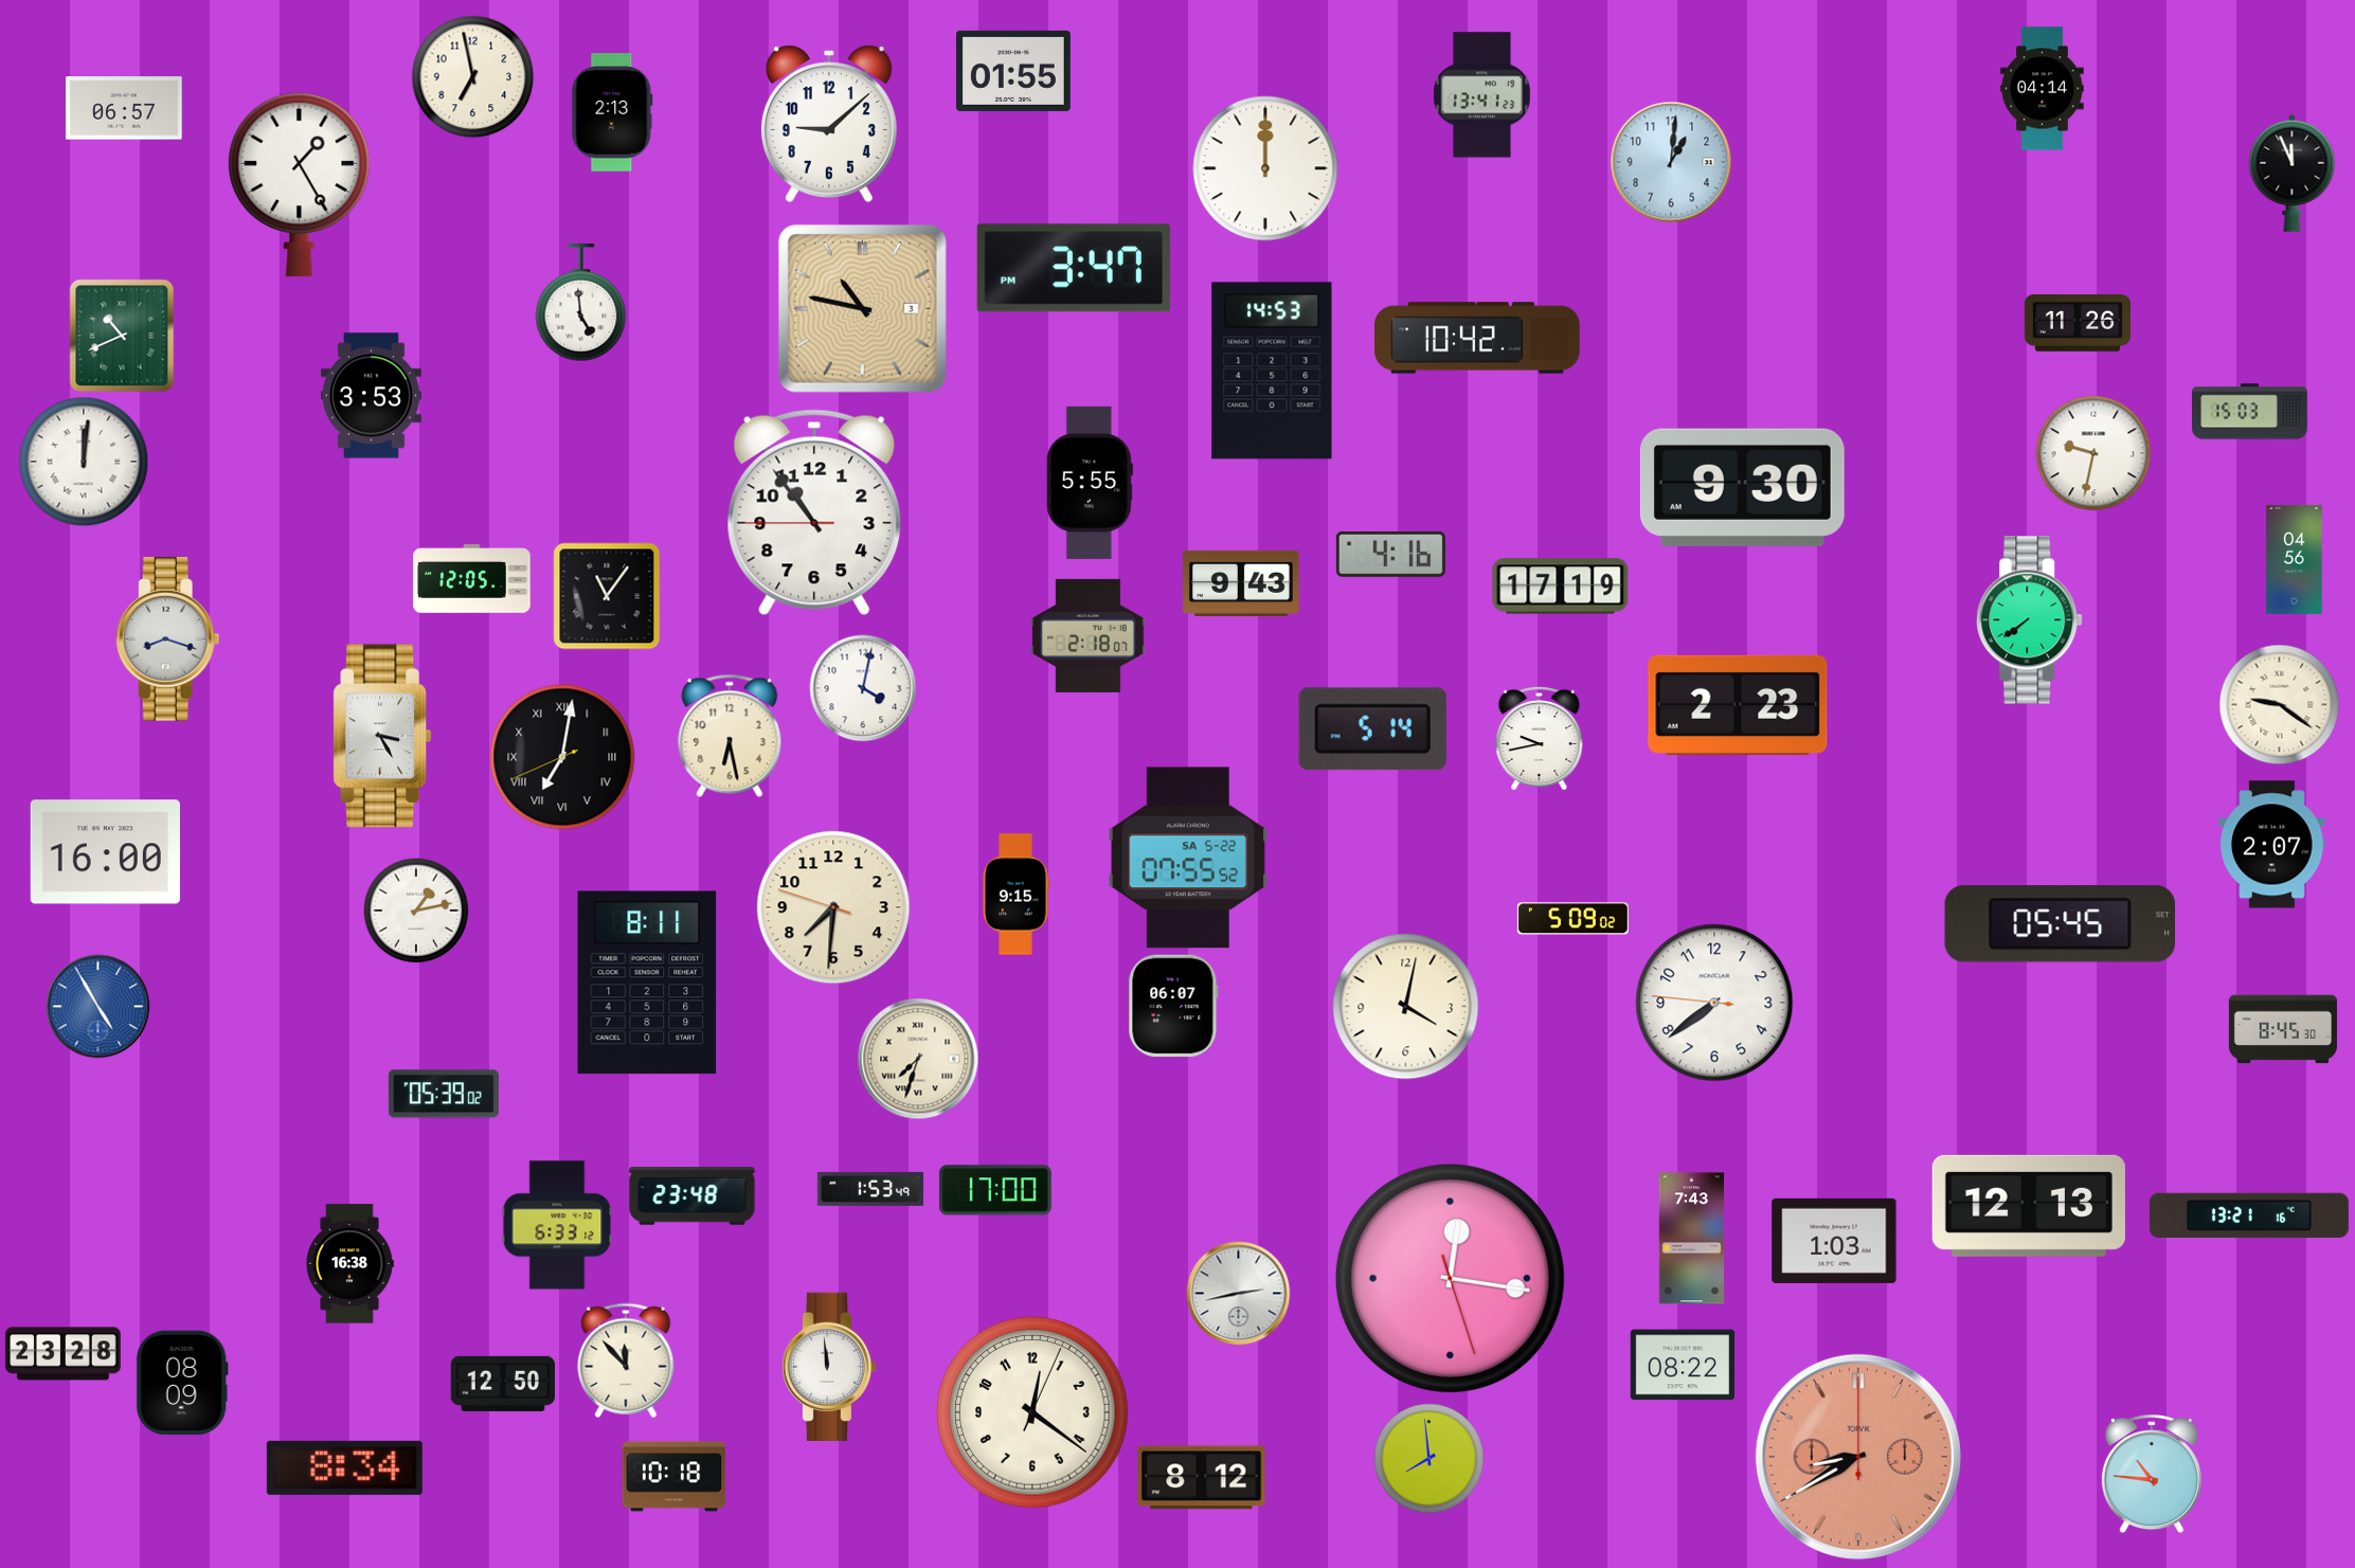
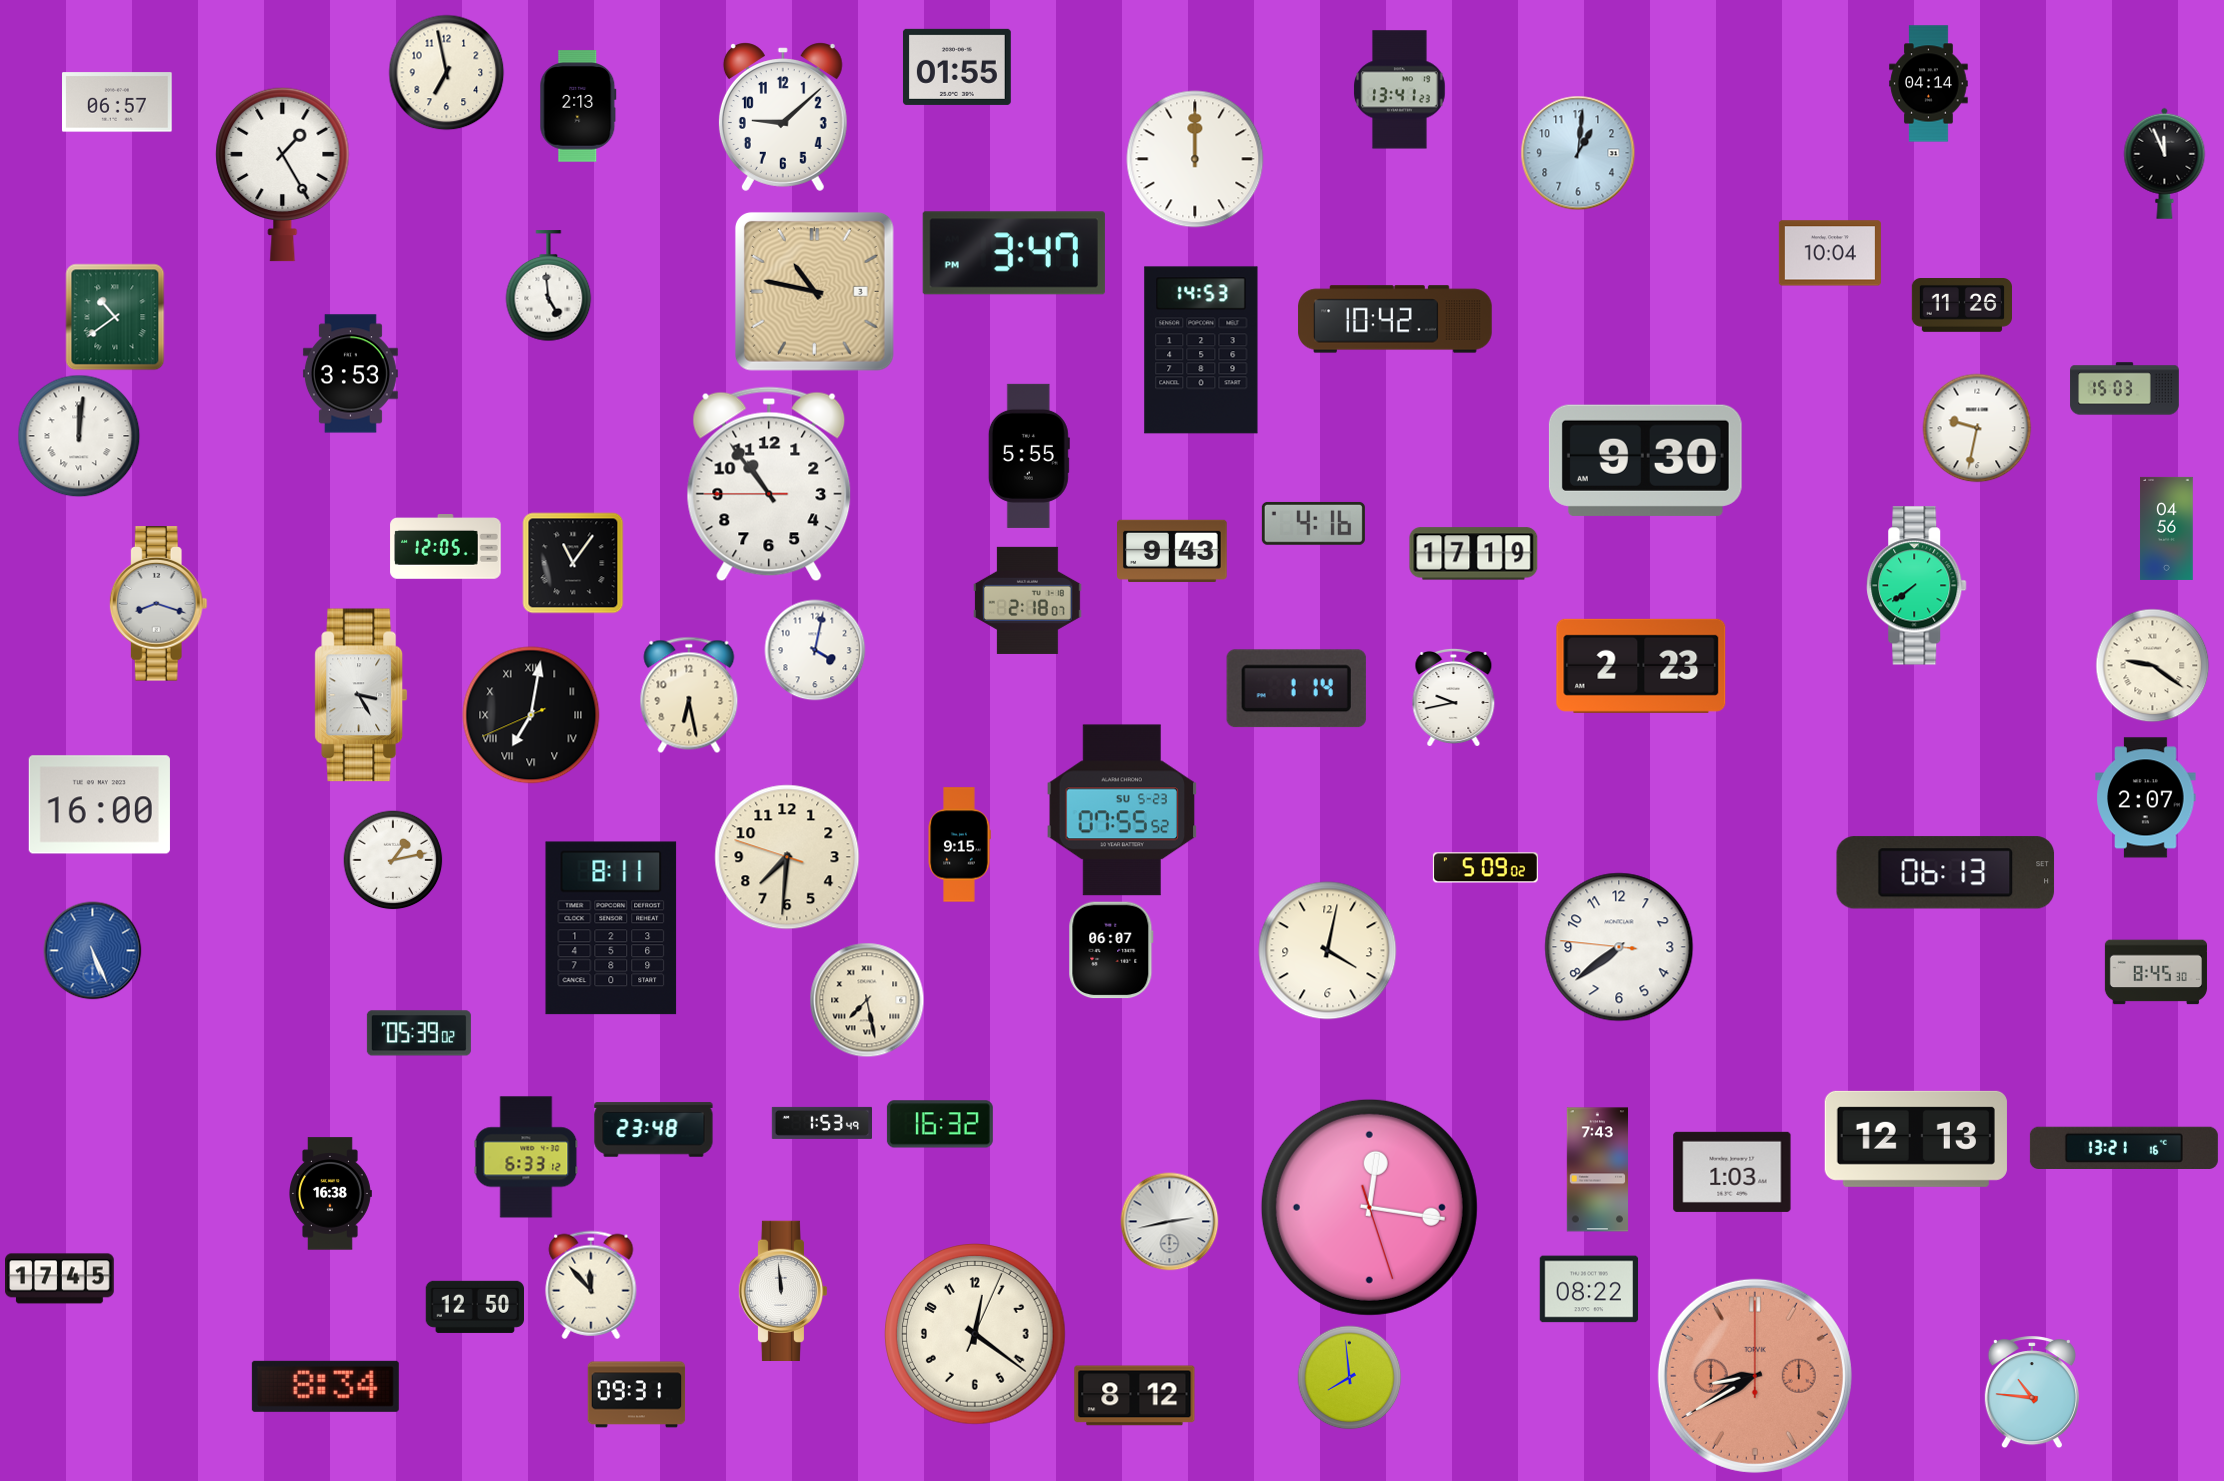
clock at (1830, 253): none -> 10:04
clock at (122, 336): 10:41 -> 10:39
clock at (1372, 729): 5:14 -> 1:14
clock at (1188, 858) date: SA 5-22 -> SU 5-23
clock at (2061, 924): 05:45 -> 06:13
clock at (1173, 1006) position: (1173, 1006) -> (1111, 950)
clock at (98, 1007): 4:55 -> 5:26
clock at (918, 1059): 7:33 -> 7:28
clock at (995, 1190): 17:00 -> 16:32
clock at (64, 1354): 23:28 -> 17:45
clock at (182, 1382): 08:09 -> none
clock at (675, 1477): 10:18 -> 09:31
